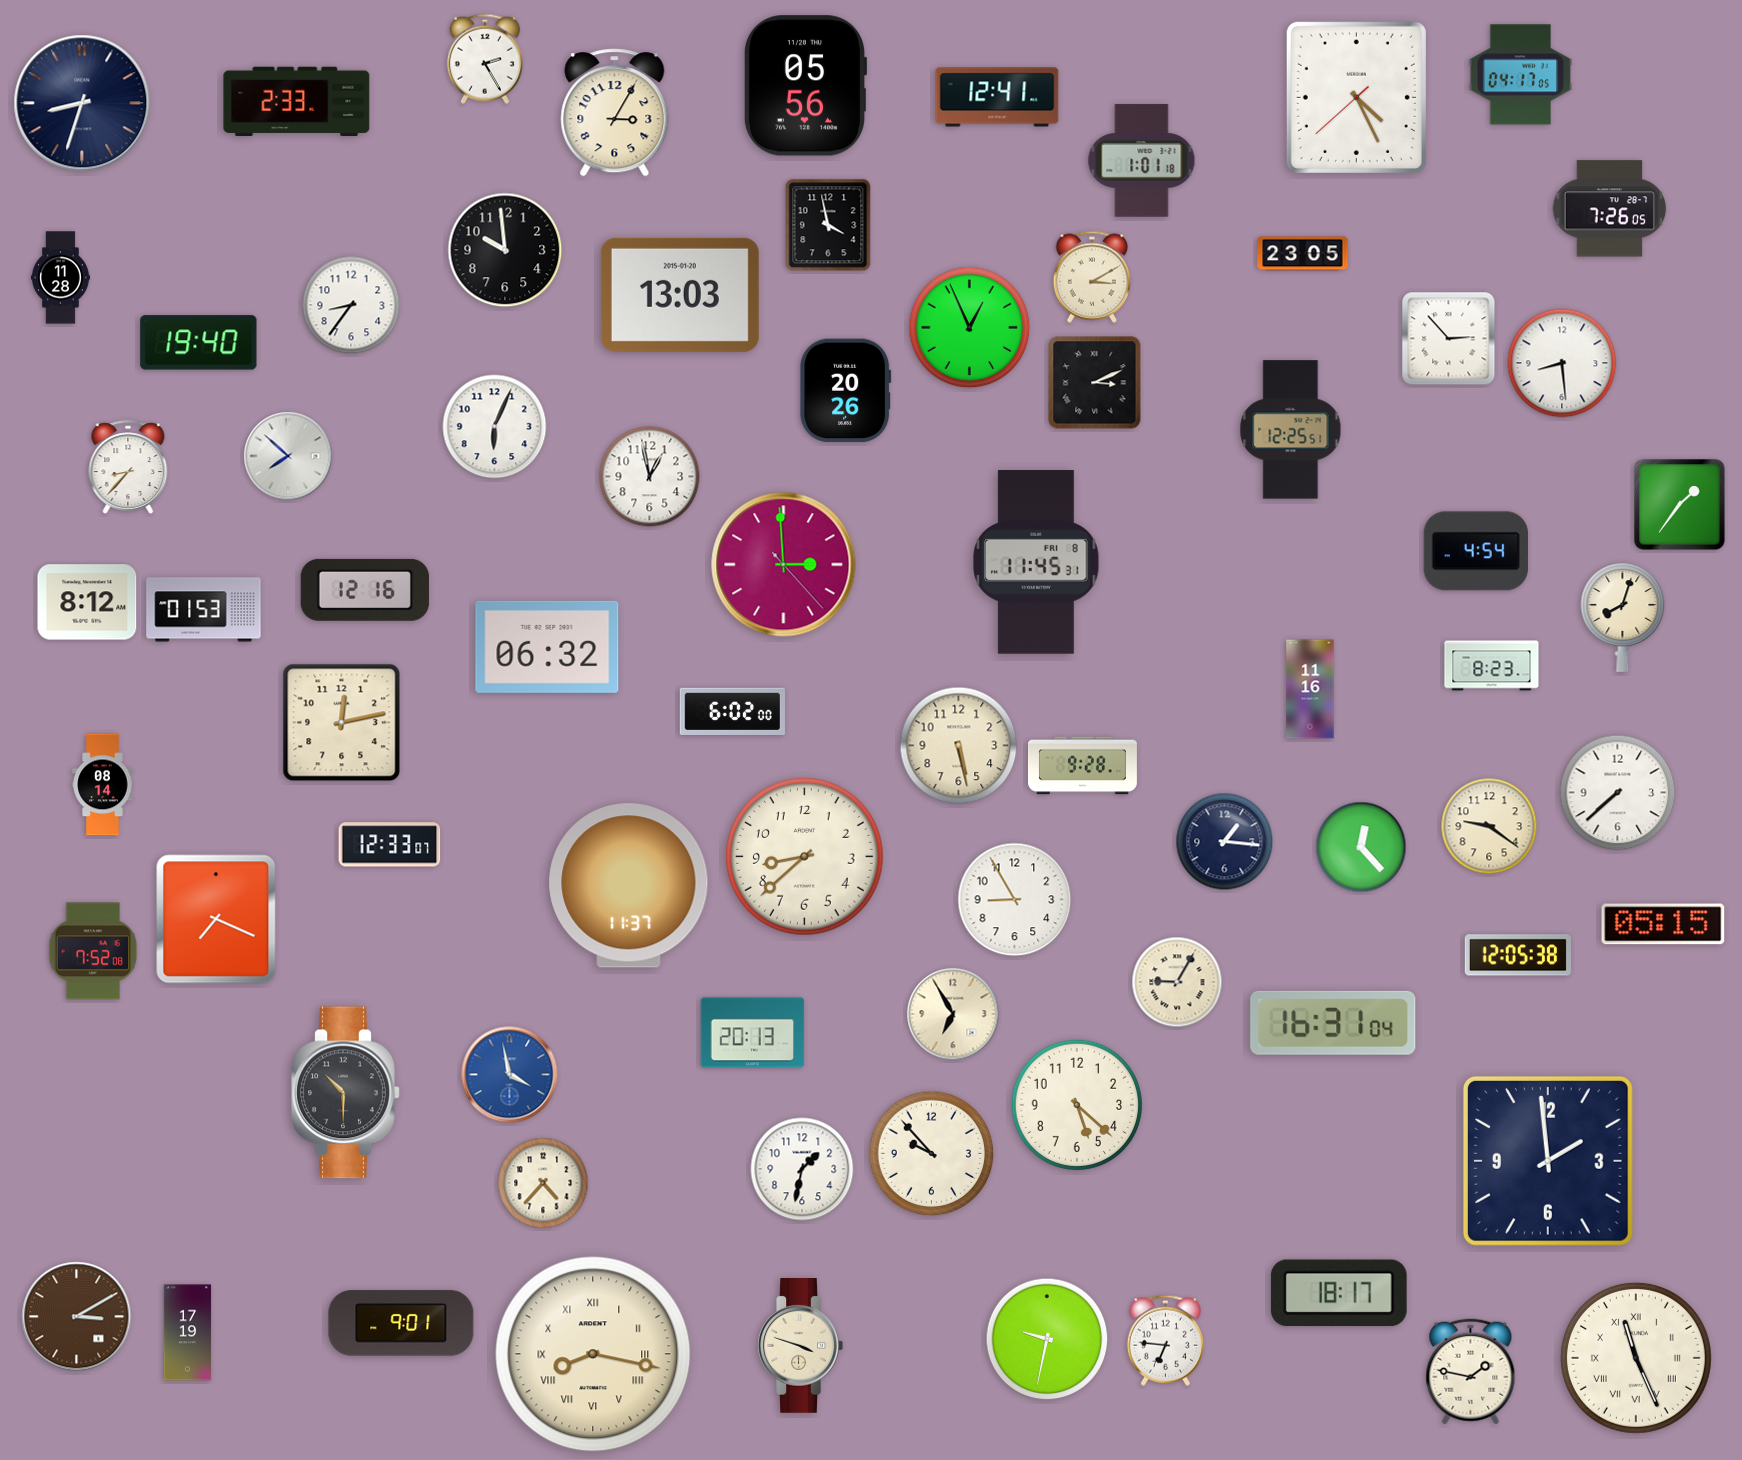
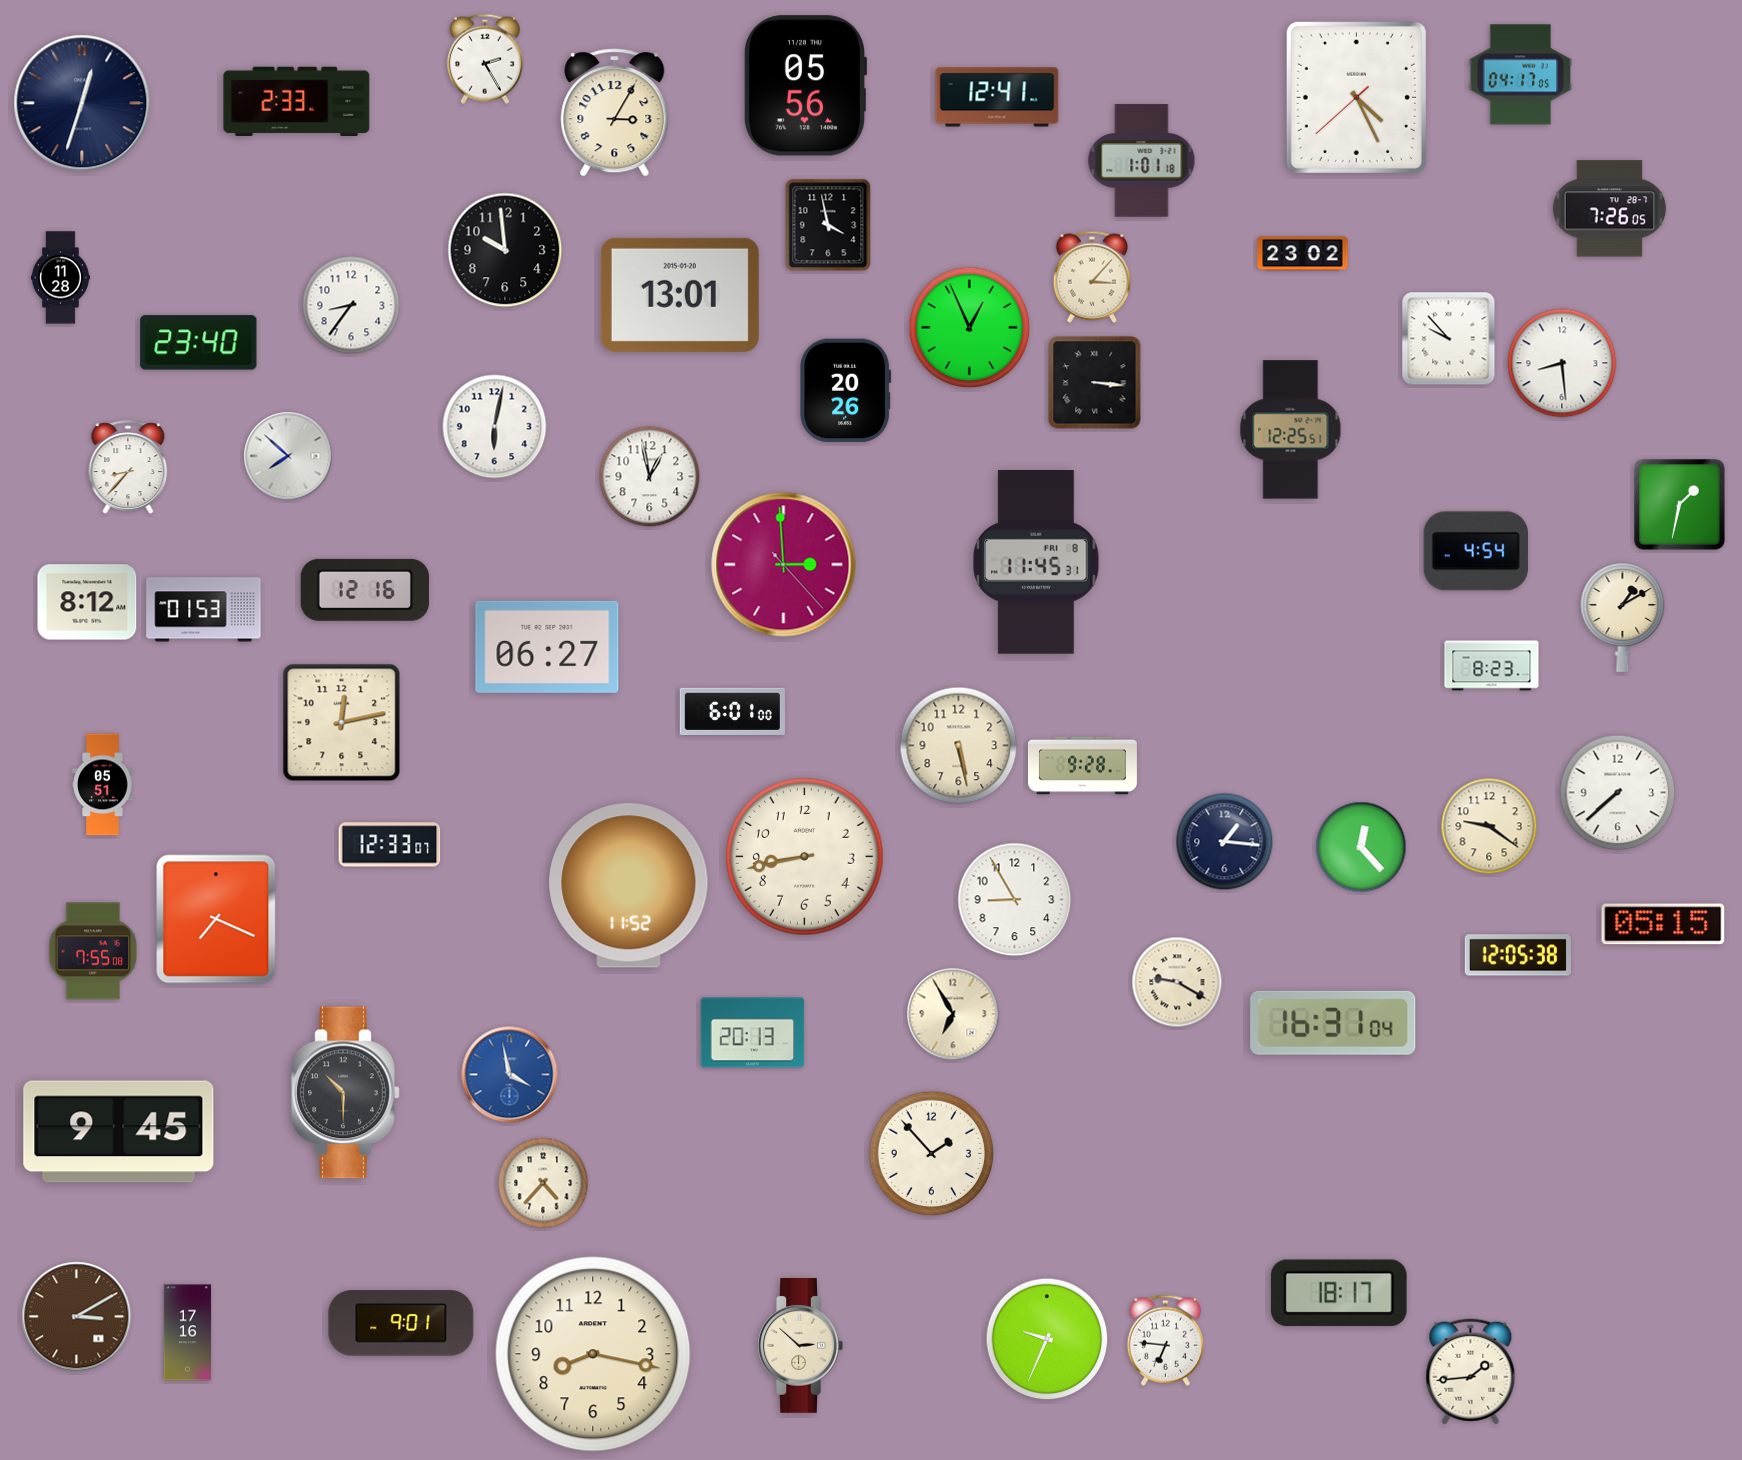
clock at (82, 103): 8:33 -> 12:33
clock at (1303, 254): 23:05 -> 23:02
clock at (1092, 277): 3:10 -> 3:07
clock at (680, 295): 13:03 -> 13:01
clock at (1449, 339): 2:53 -> 9:53
clock at (199, 343): 19:40 -> 23:40
clock at (1095, 383): 3:11 -> 3:16
clock at (495, 427): 6:04 -> 6:02
clock at (1680, 505): 1:36 -> 1:32
clock at (1623, 617): 8:03 -> 1:10
clock at (547, 647): 06:32 -> 06:27
clock at (1310, 689): 11:16 -> none
clock at (732, 711): 6:02 -> 6:01
clock at (103, 785): 08:14 -> 05:51
clock at (805, 857): 8:38 -> 8:43
clock at (629, 886): 11:37 -> 11:52
clock at (93, 951): 7:52 -> 7:55
clock at (1177, 982): 9:05 -> 9:20
clock at (1077, 1105): 5:22 -> none
clock at (119, 1132): none -> 9:45
clock at (932, 1154): 9:53 -> 1:53
clock at (1548, 1161): 1:59 -> none
clock at (802, 1169): 1:32 -> none
clock at (188, 1333): 17:19 -> 17:16
clock at (1047, 1339): 9:32 -> 9:34
clock at (800, 1346): 3:48 -> 2:52
clock at (593, 1354) numerals: Roman -> Arabic
clock at (1636, 1358): 11:26 -> none
clock at (1471, 1372): 1:47 -> 1:44
